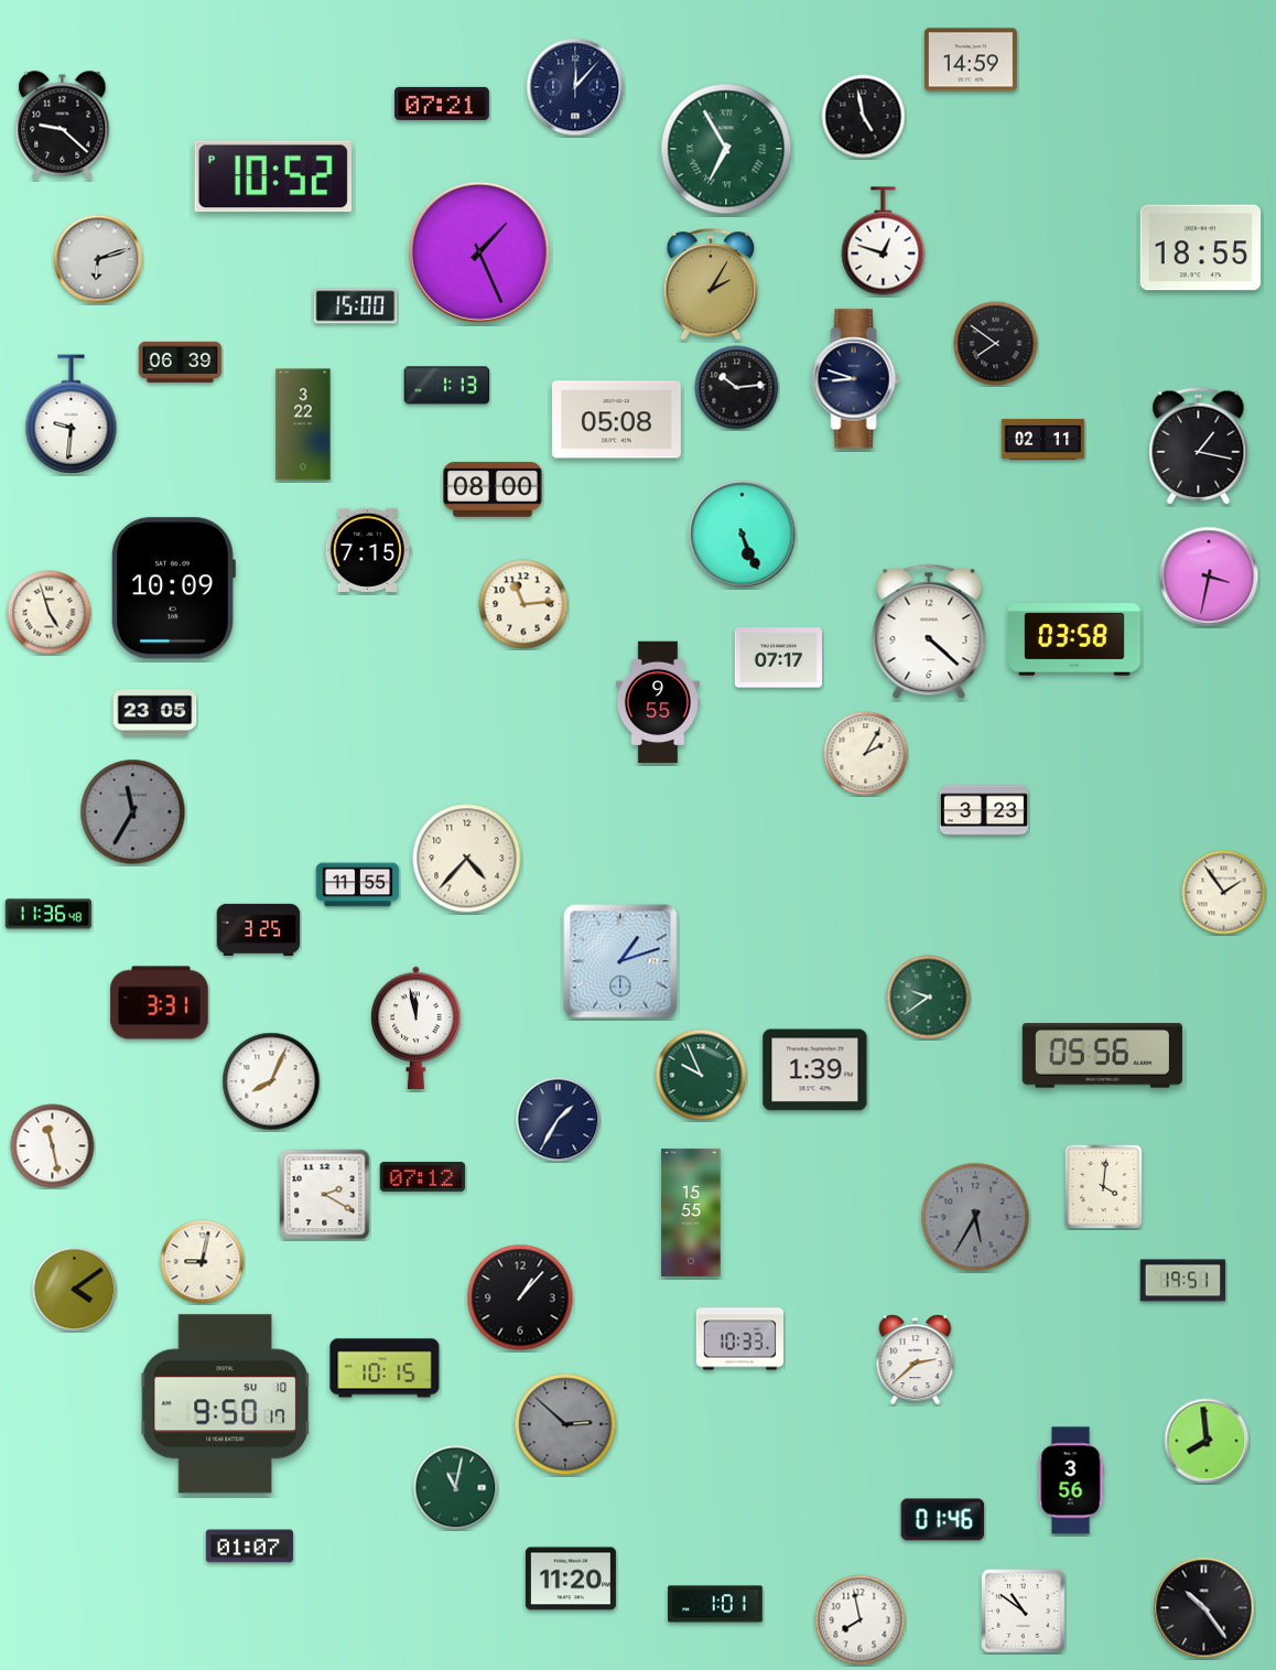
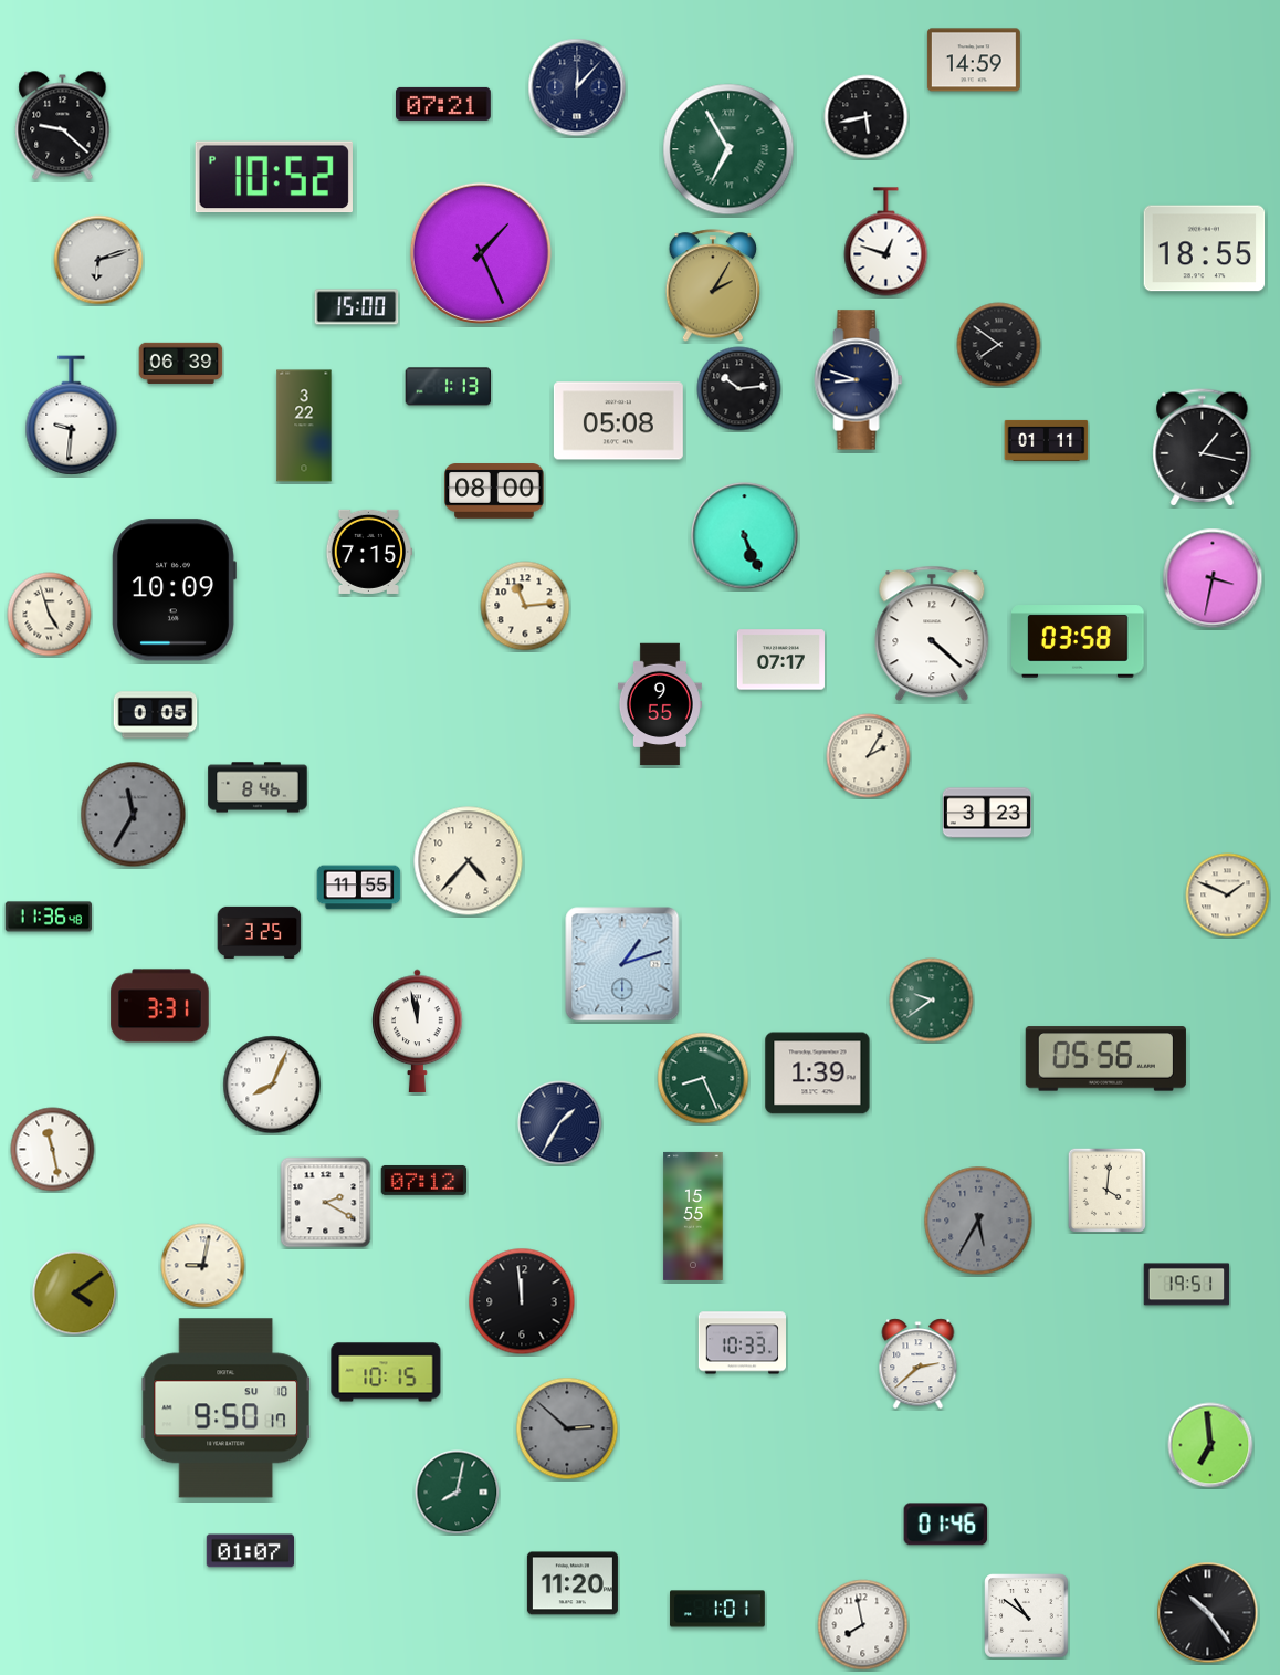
clock at (864, 117): 4:58 -> 5:43
clock at (1043, 439): 02:11 -> 01:11
clock at (155, 713): 23:05 -> 0:05
clock at (258, 787): none -> 8:46
clock at (1224, 893): 1:54 -> 1:49
clock at (701, 1075): 9:56 -> 8:26
clock at (325, 1195) position: (325, 1195) -> (326, 1203)
clock at (520, 1297): 1:07 -> 11:59
clock at (1207, 1441): 7:59 -> 6:59
clock at (1071, 1480): 3:56 -> none
clock at (456, 1488): 11:02 -> 8:02
